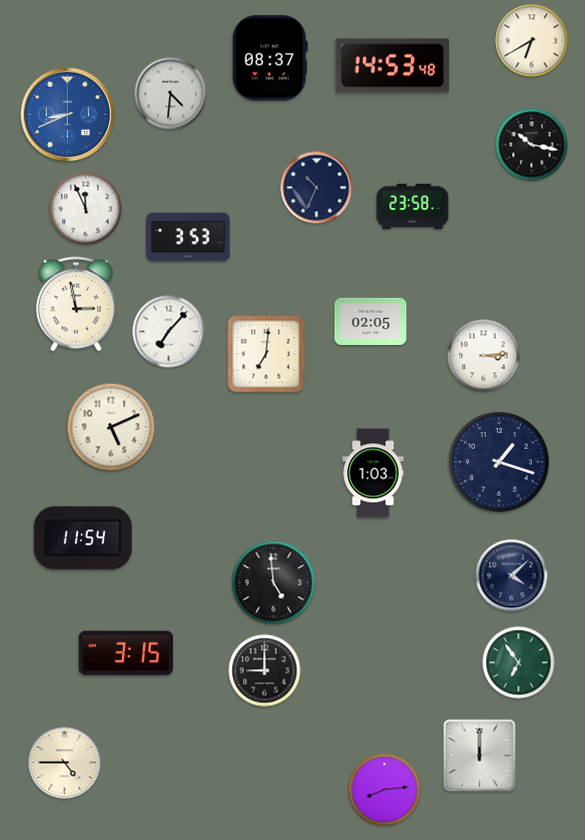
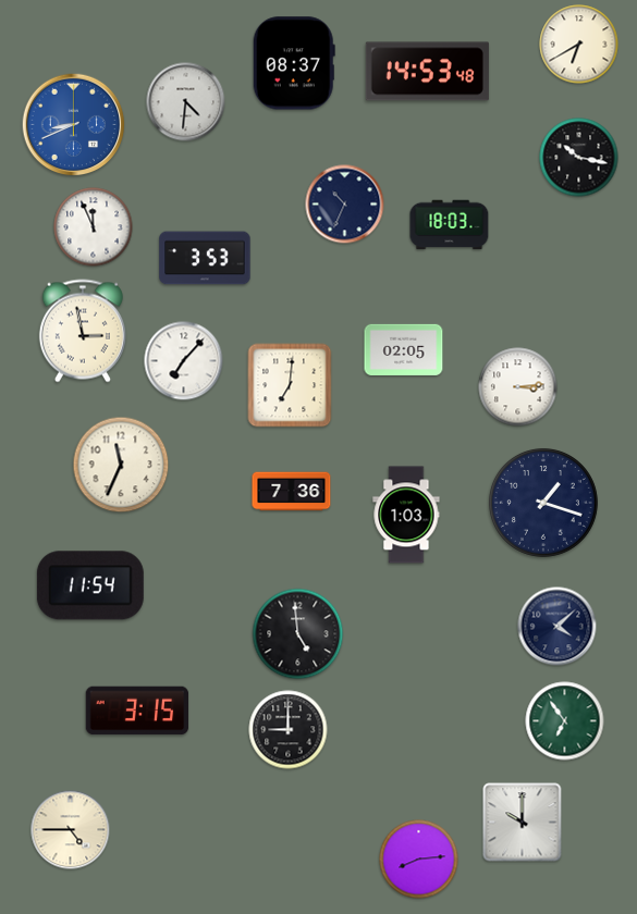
clock at (413, 207): 23:58 -> 18:03
clock at (484, 356) position: (484, 356) -> (518, 387)
clock at (111, 427): 5:11 -> 11:34
clock at (292, 492): none -> 7:36
clock at (480, 756): 12:00 -> 10:00
